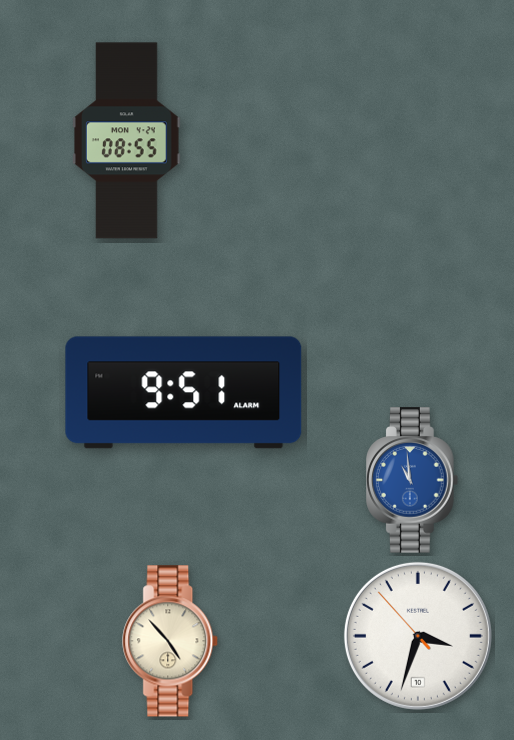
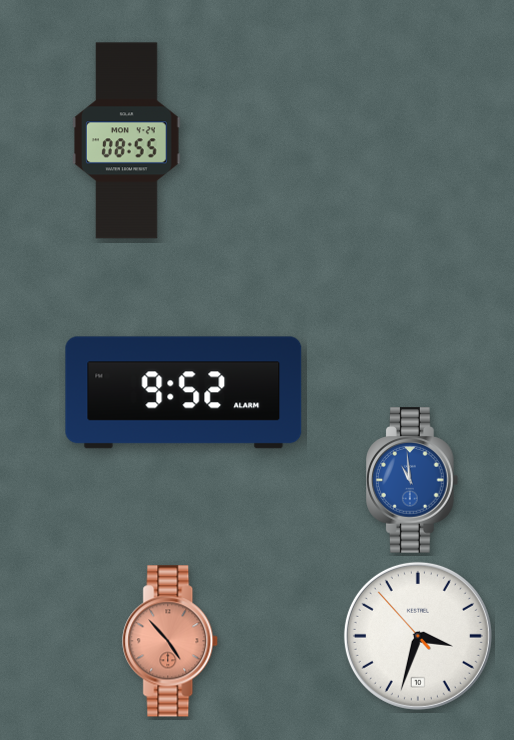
clock at (184, 393): 9:51 -> 9:52
clock at (171, 641) dial: cream -> salmon
